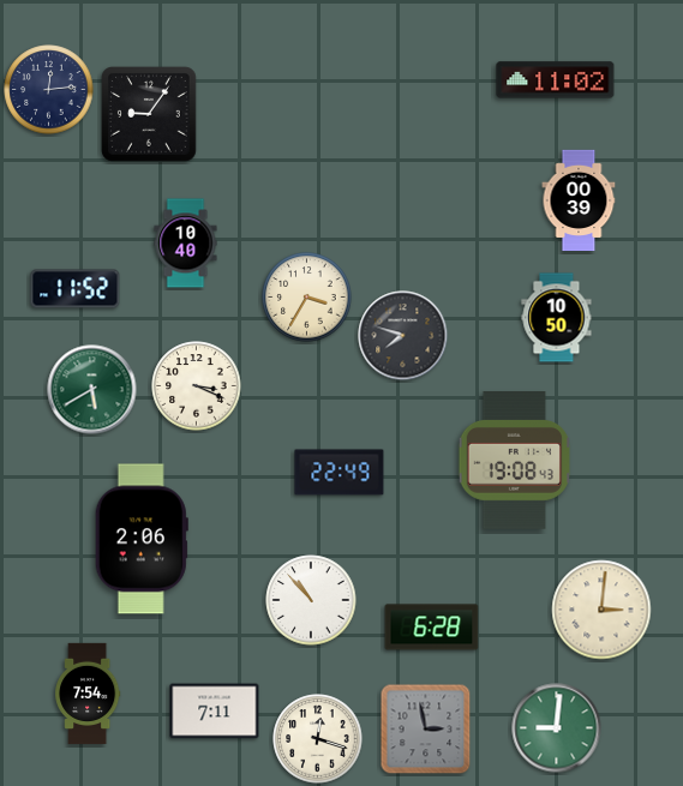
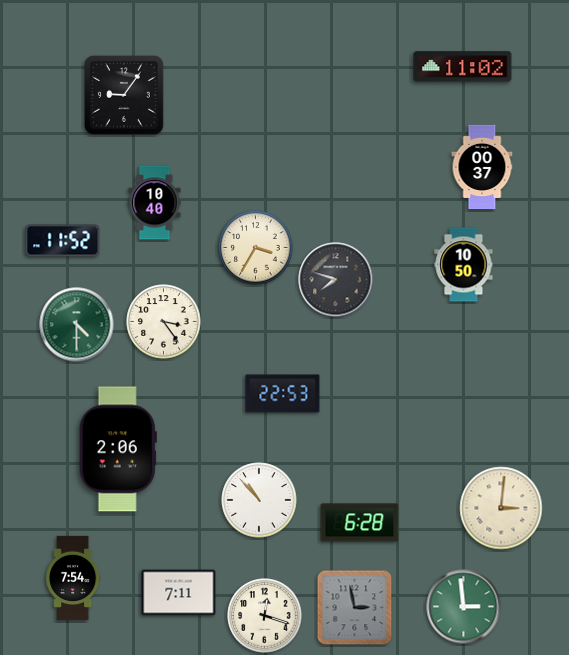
clock at (49, 90): 12:14 -> none
clock at (579, 200): 00:39 -> 00:37
clock at (197, 386): 3:19 -> 3:24
clock at (92, 390): 5:40 -> 4:30
clock at (514, 461): 19:08 -> none
clock at (340, 473): 22:49 -> 22:53
clock at (557, 728): 9:01 -> 2:59
